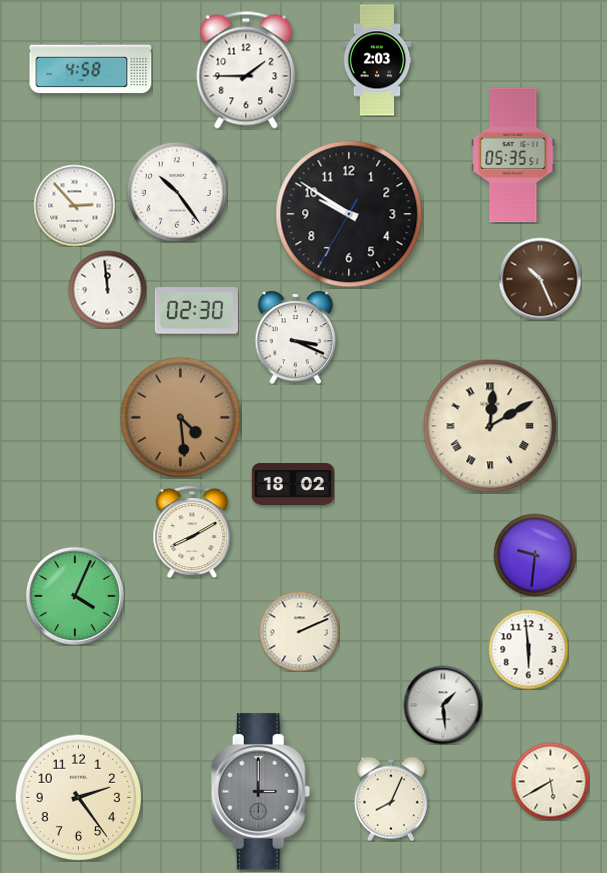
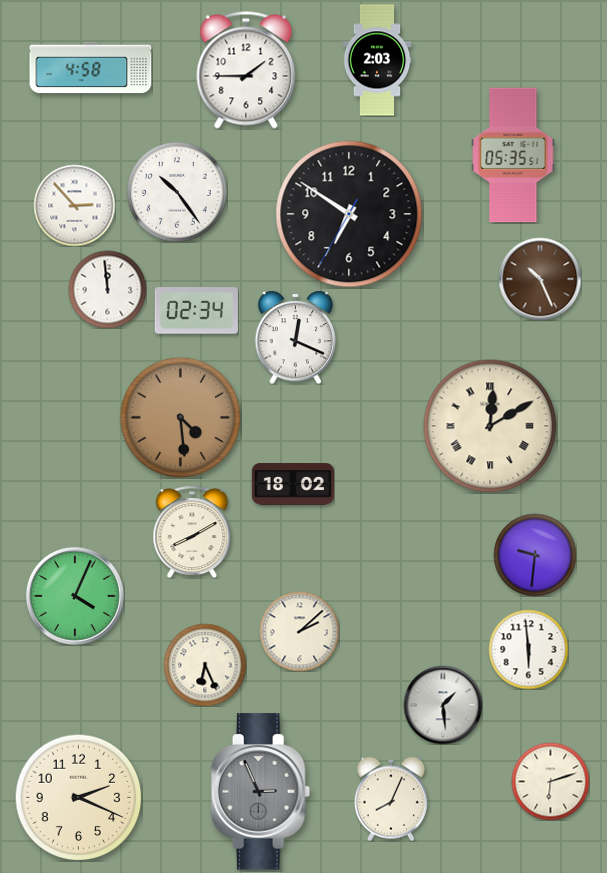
clock at (349, 214): 9:50 -> 6:50
clock at (196, 311): 02:30 -> 02:34
clock at (296, 337): 3:19 -> 12:19
clock at (299, 631): 2:11 -> 2:08
clock at (205, 665): none -> 6:26
clock at (550, 781): 5:40 -> 6:12
clock at (261, 792): 3:00 -> 2:56
clock at (78, 797): 2:24 -> 2:19
